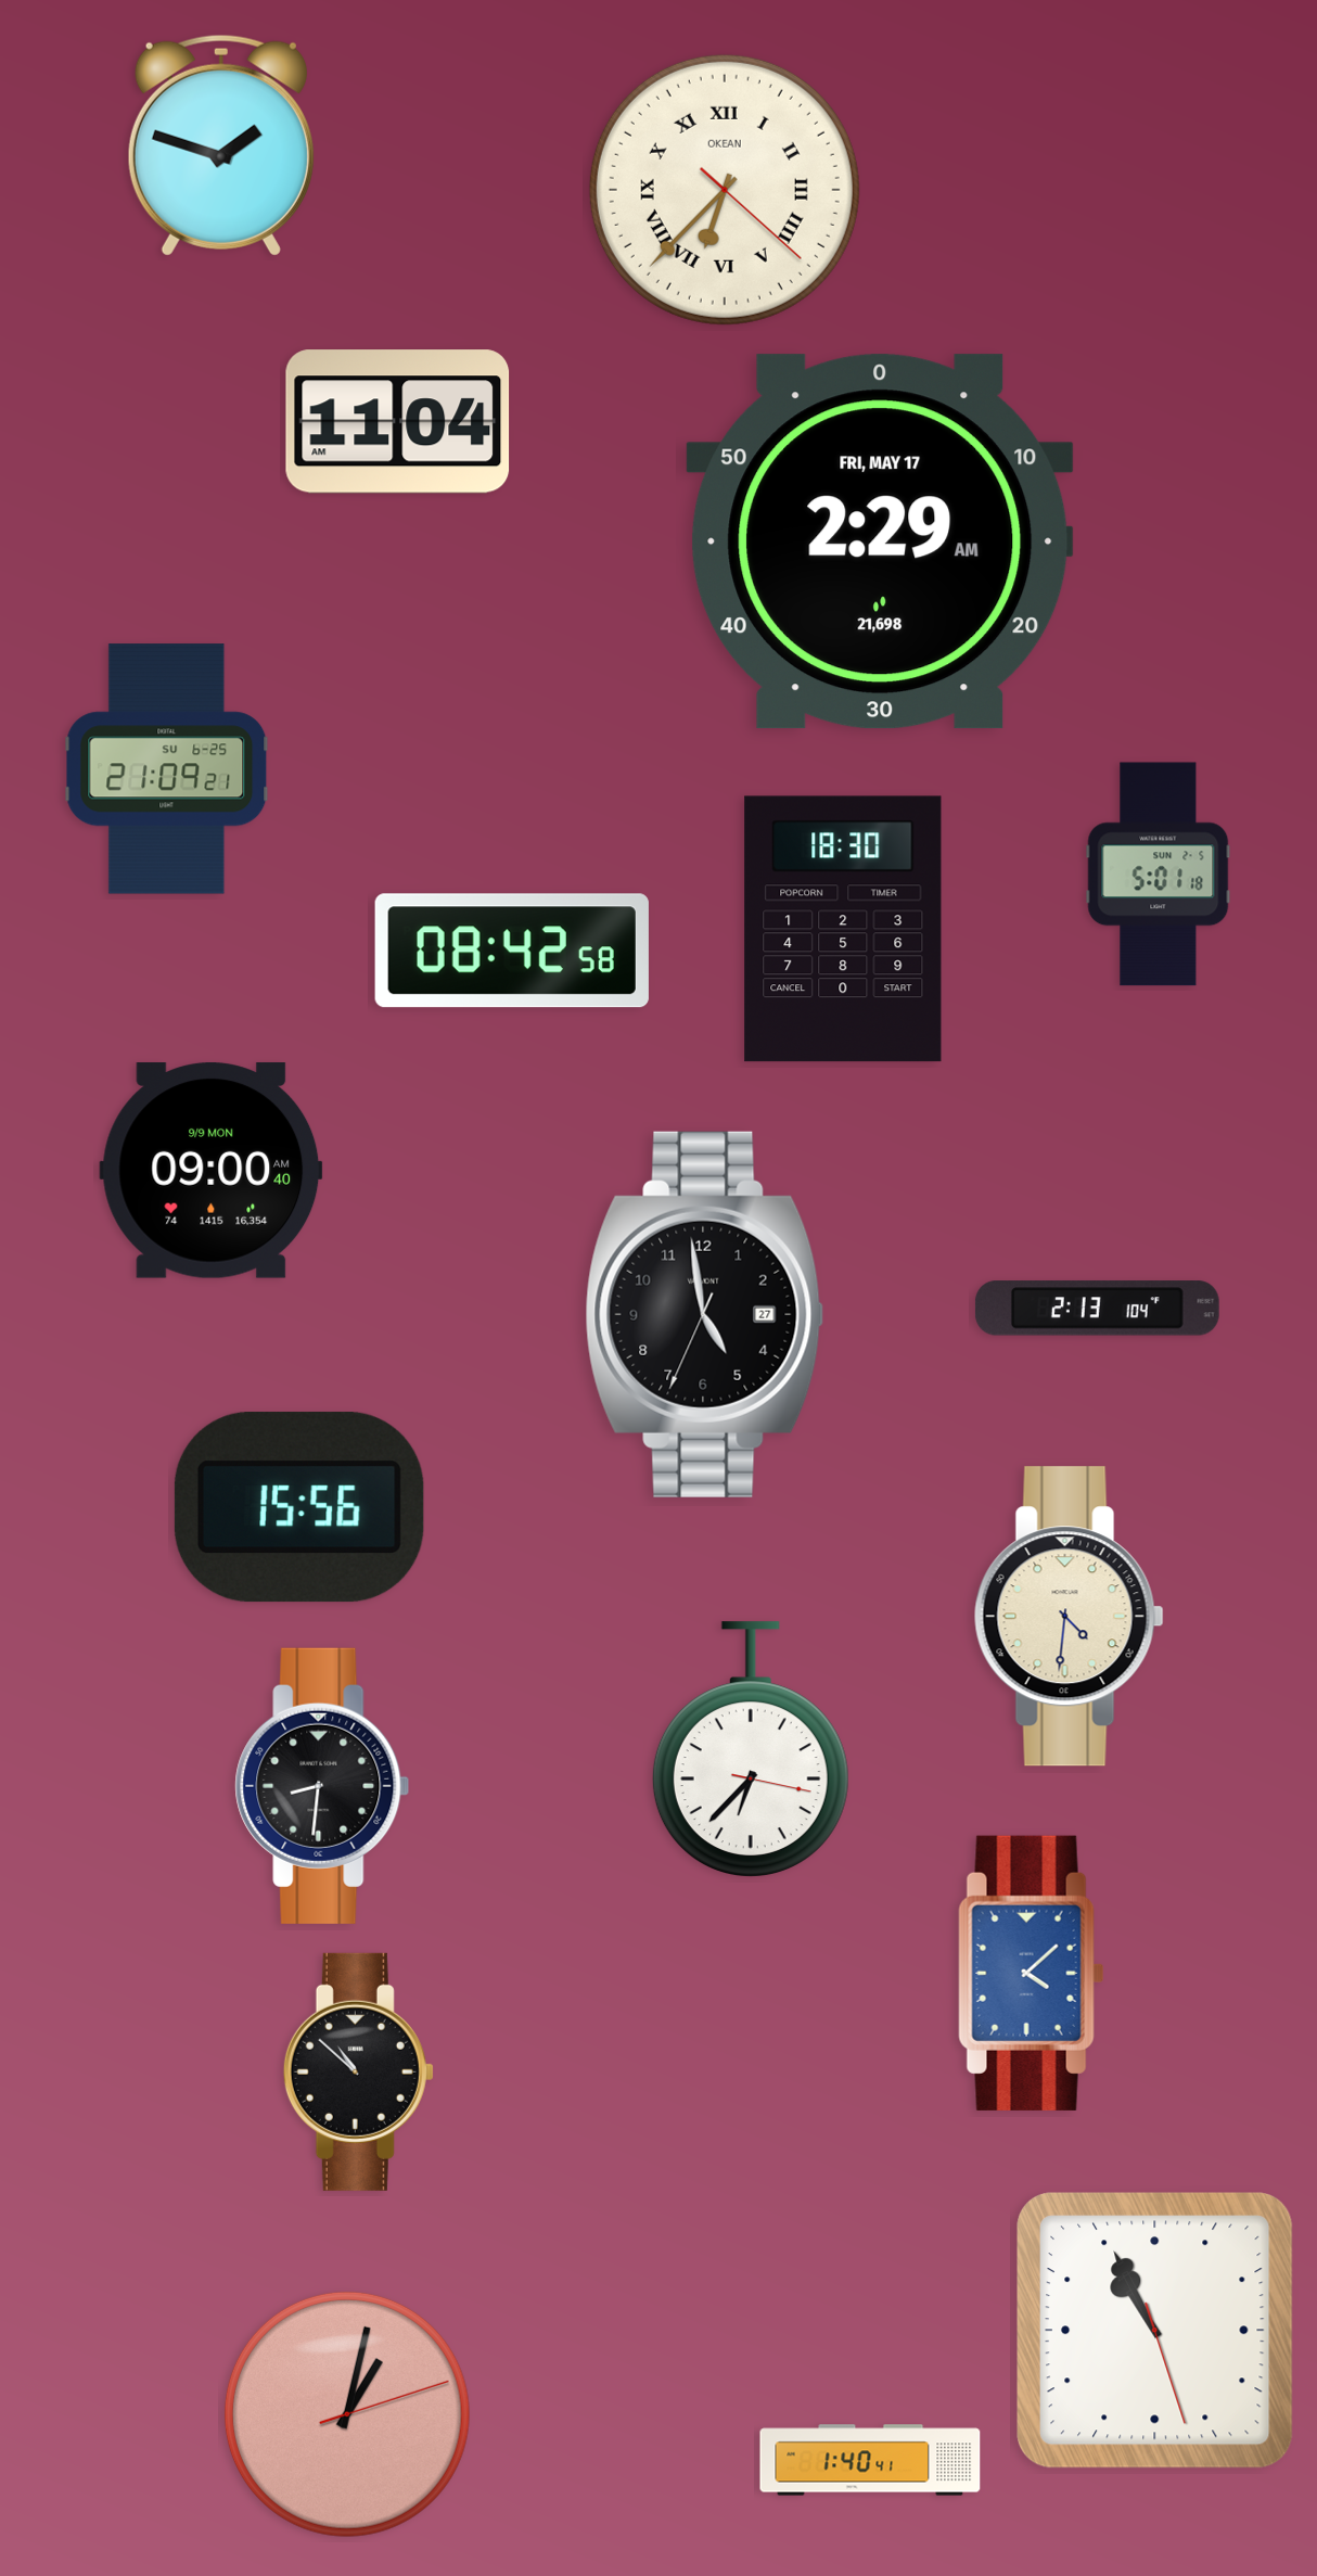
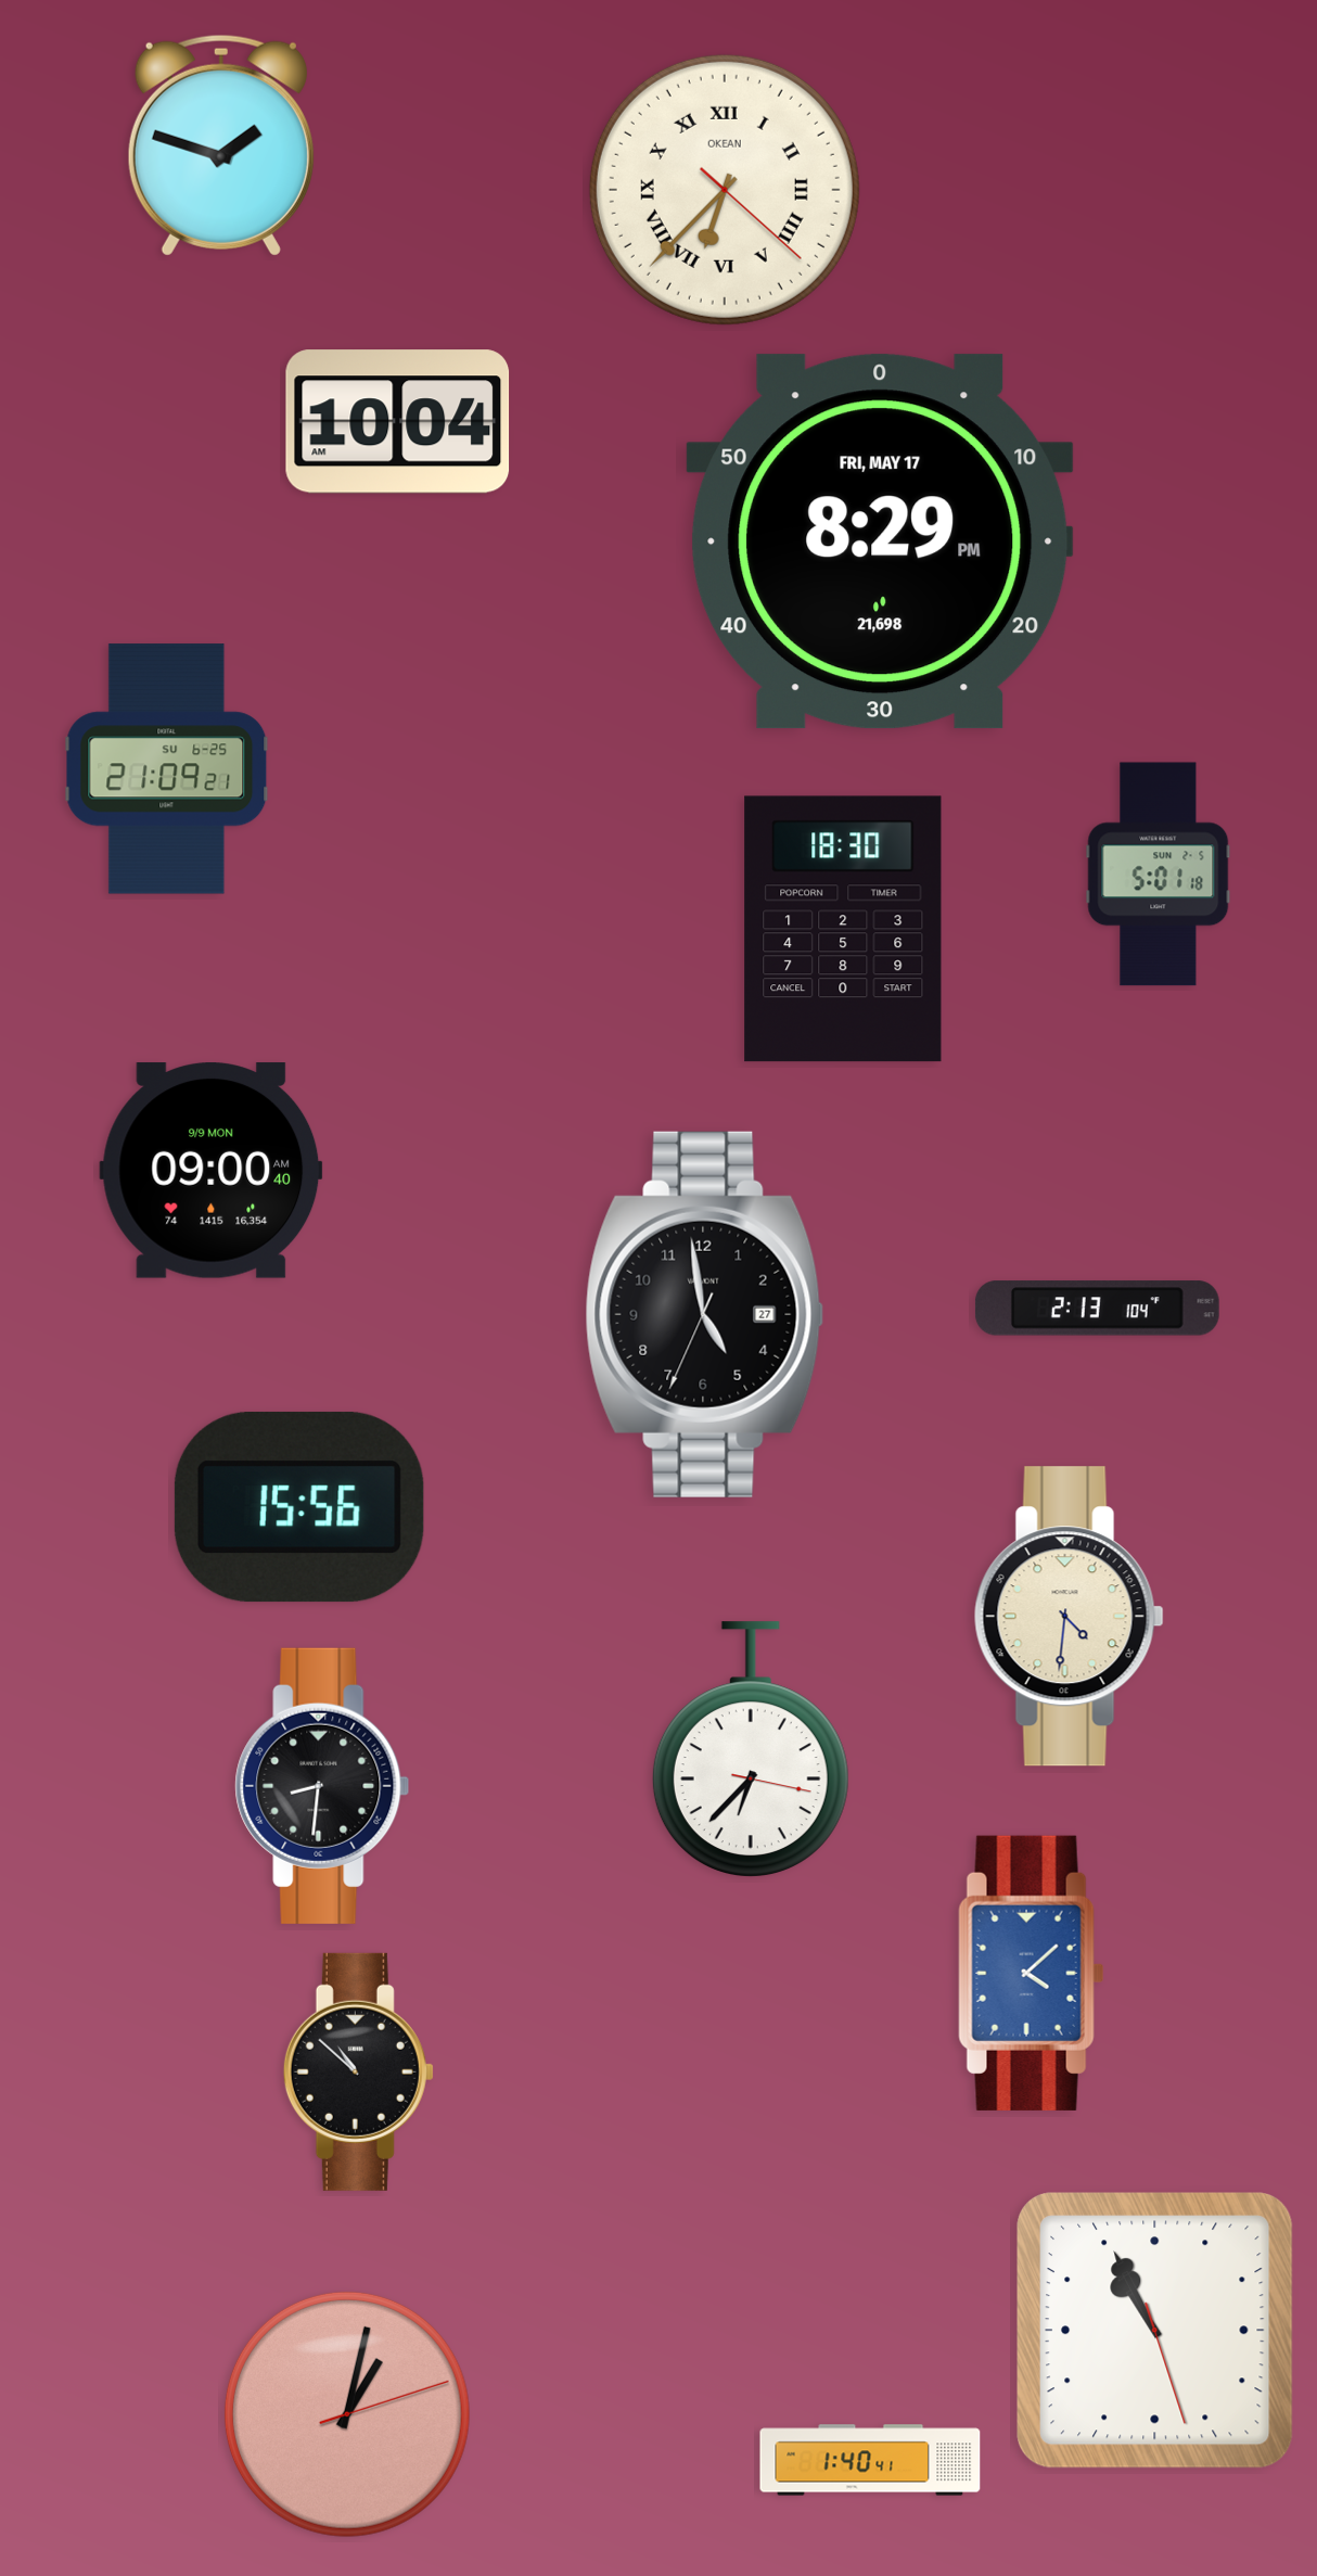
clock at (398, 422): 11:04 -> 10:04
clock at (880, 541): 2:29 -> 8:29
clock at (512, 951): 08:42 -> none
